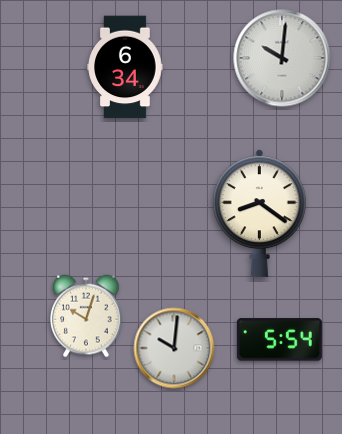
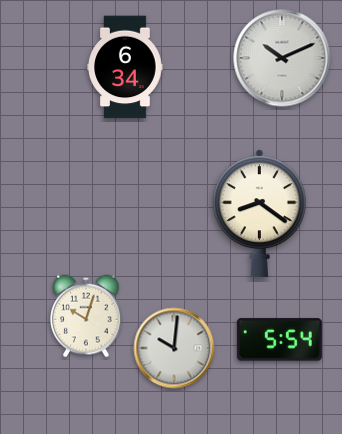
clock at (282, 58): 10:01 -> 10:11
